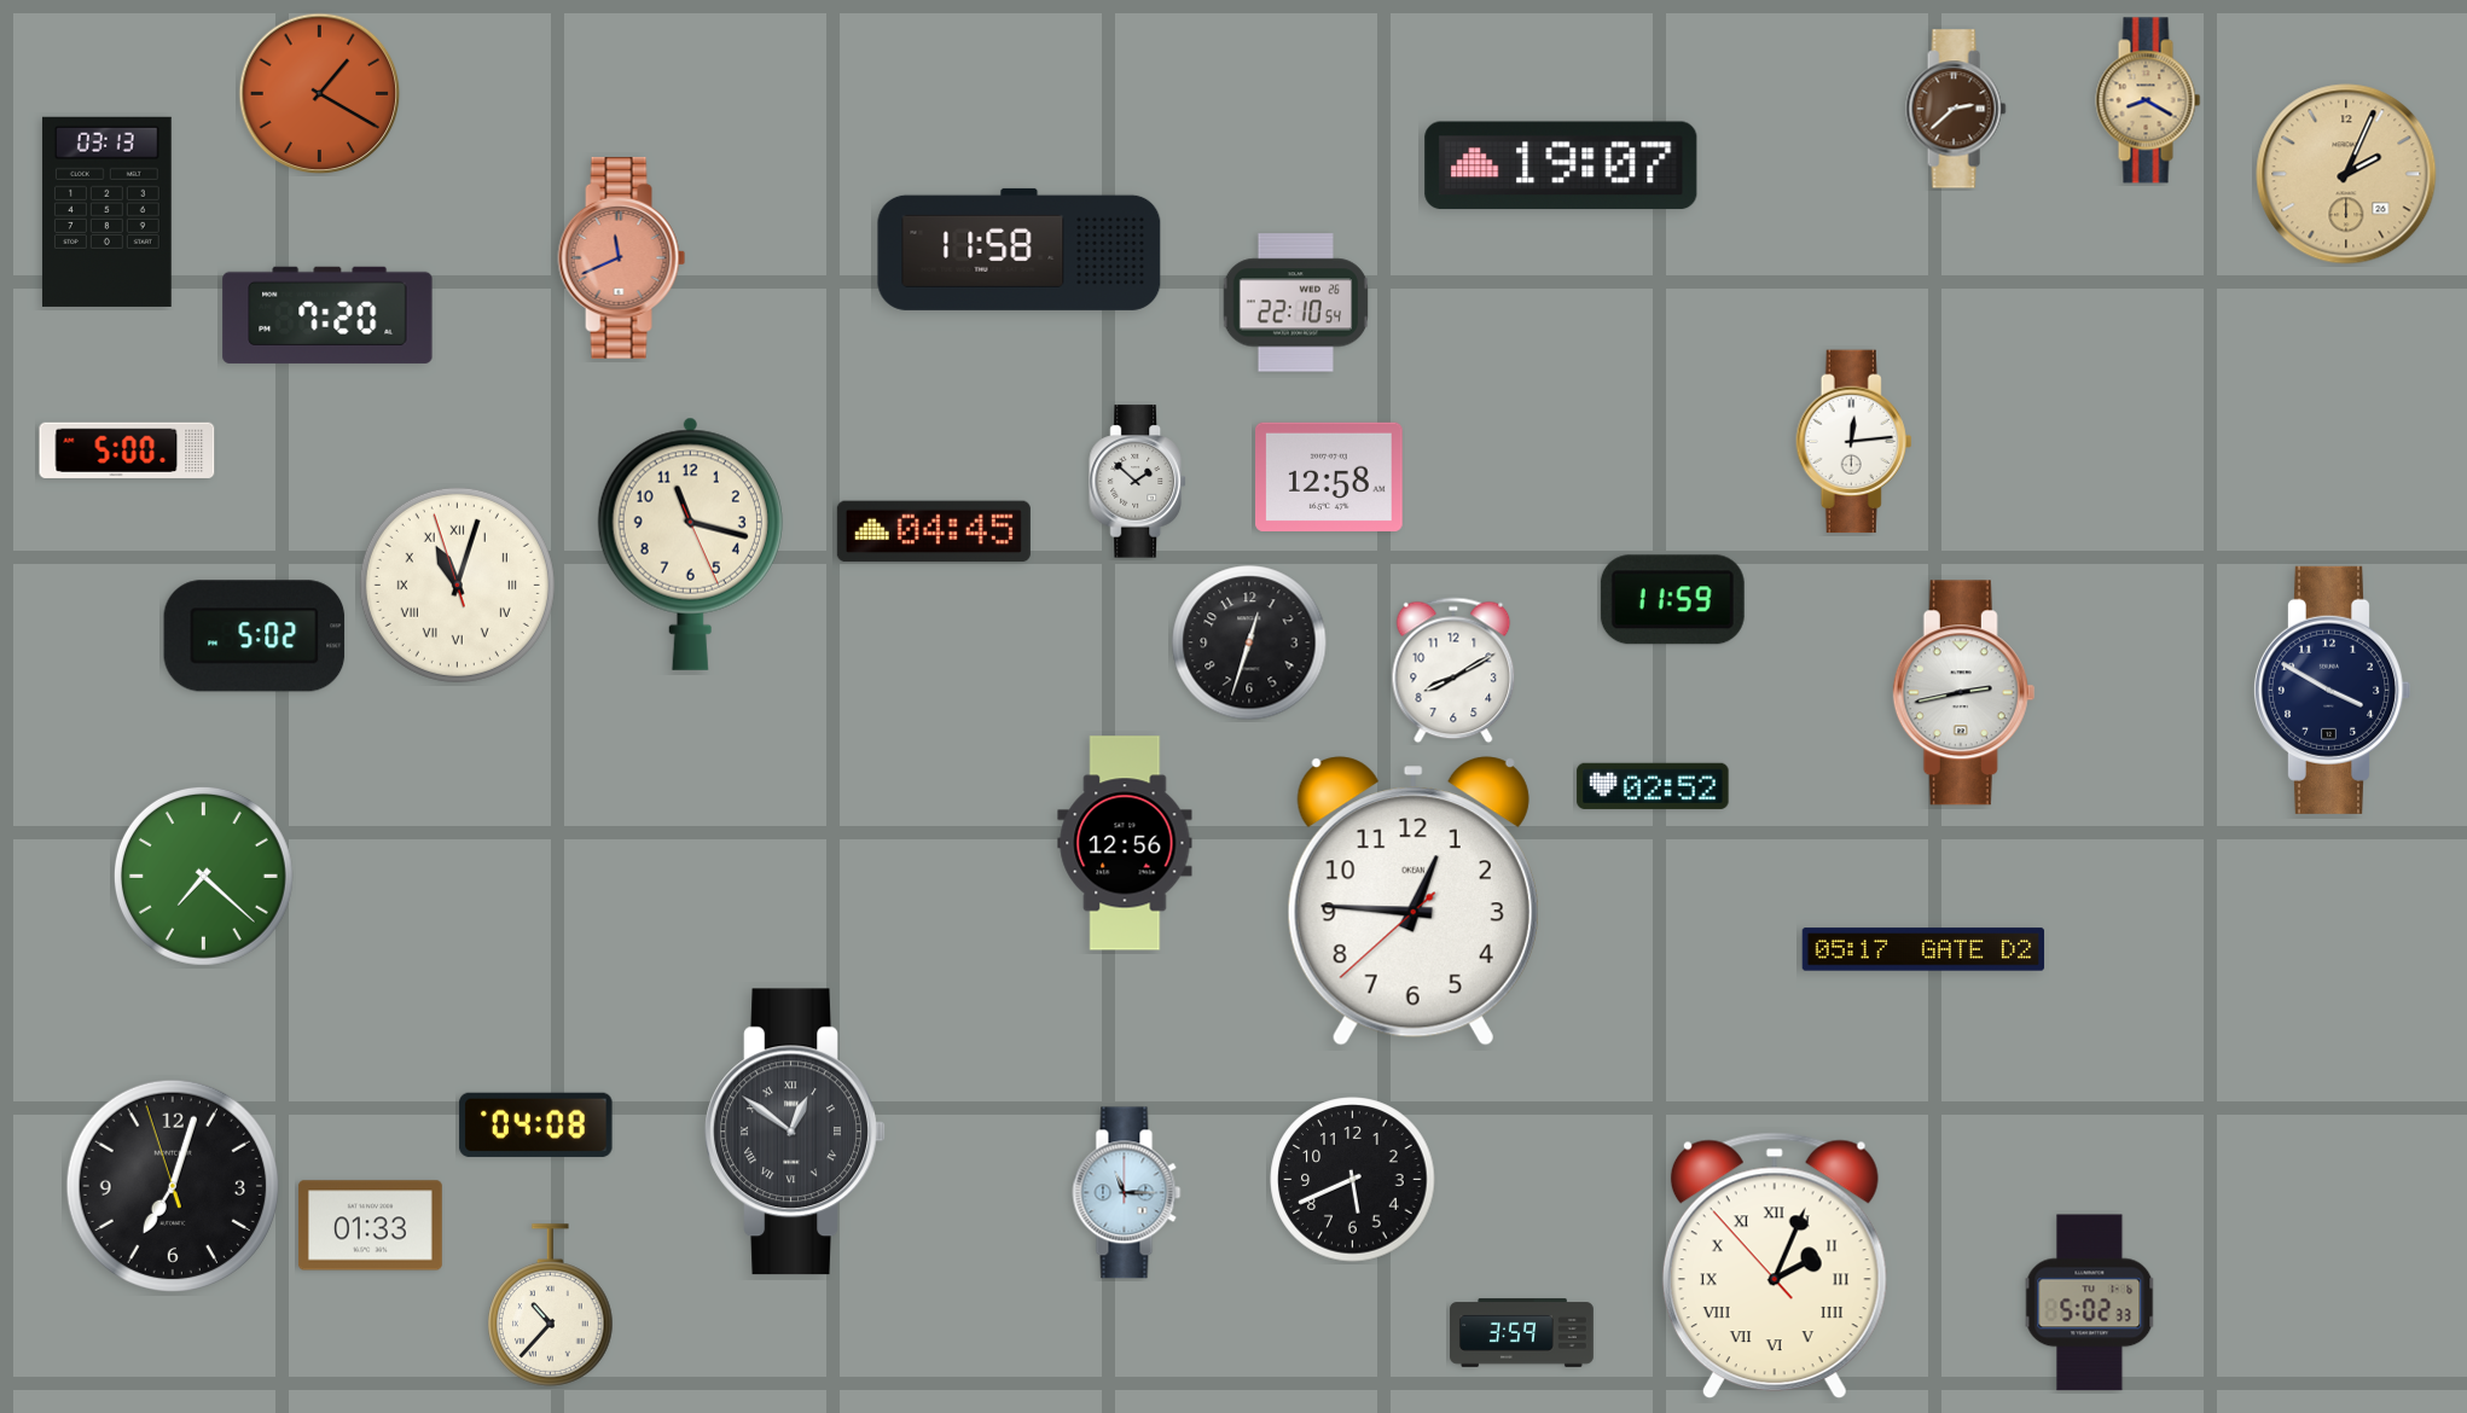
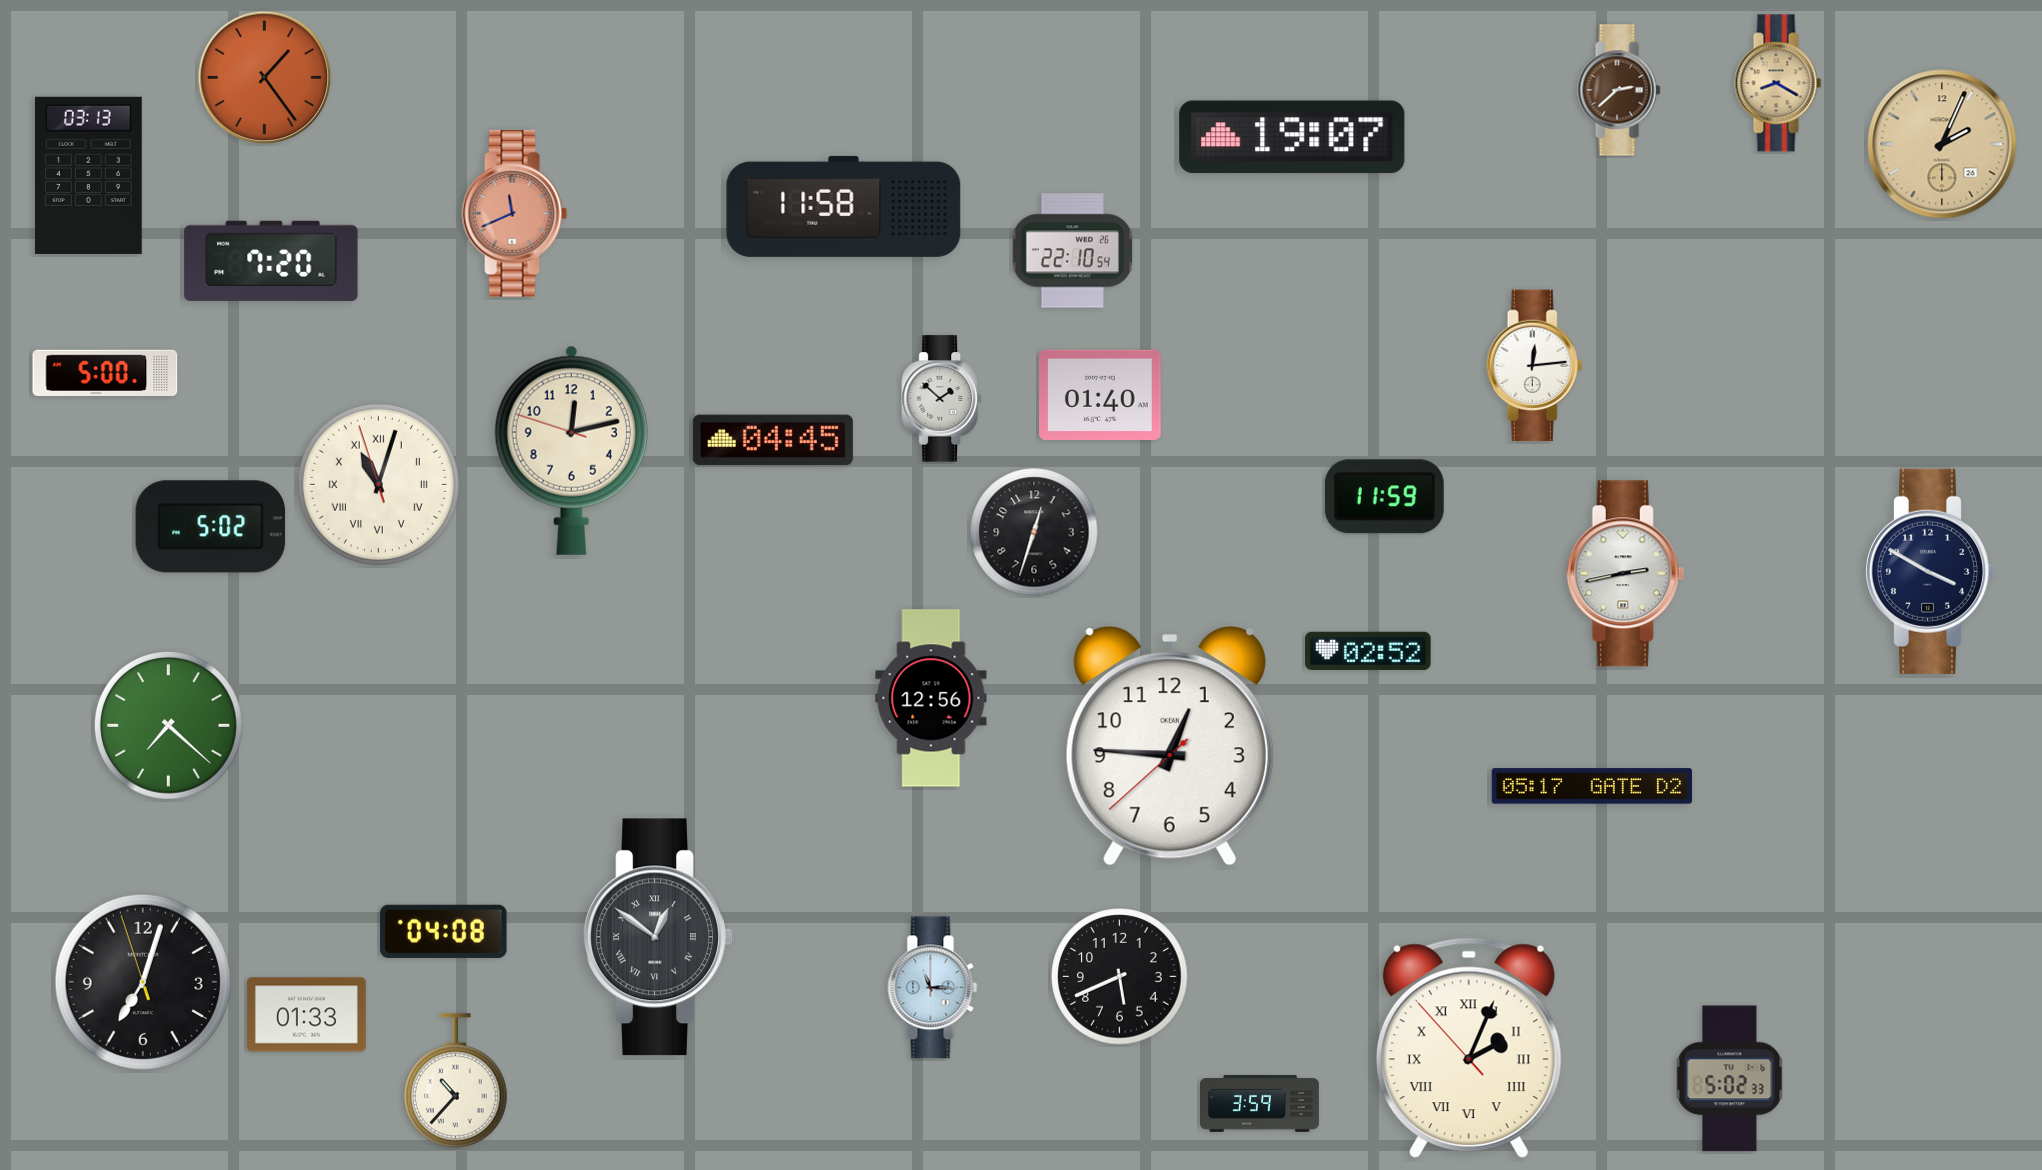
clock at (320, 94): 1:20 -> 1:24
clock at (1330, 477): 12:58 -> 01:40
clock at (690, 543): 11:17 -> 12:12
clock at (1453, 670): 8:10 -> none
